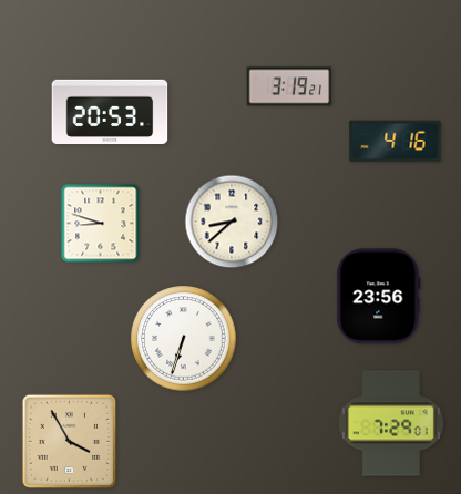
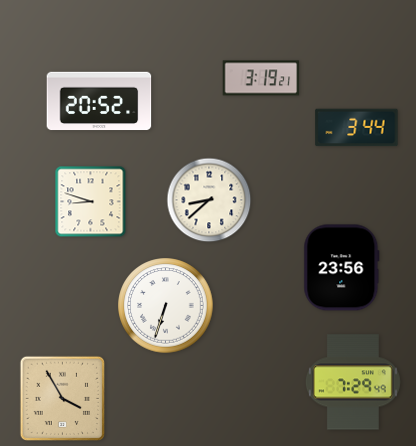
clock at (110, 112): 20:53 -> 20:52
clock at (396, 142): 4:16 -> 3:44
clock at (391, 423): 7:29:01 -> 7:29:49
